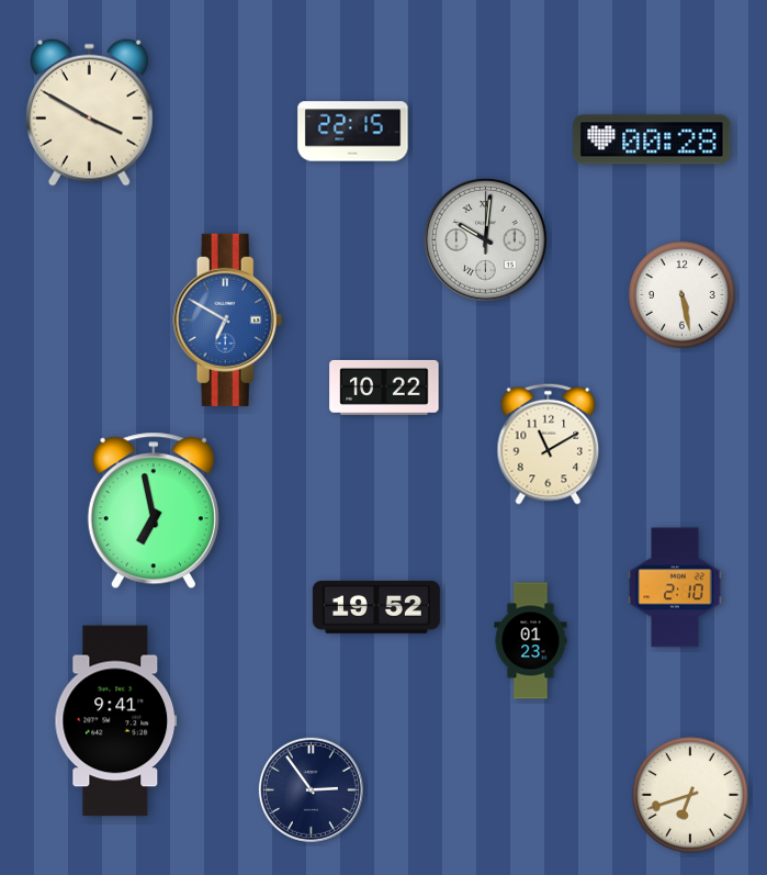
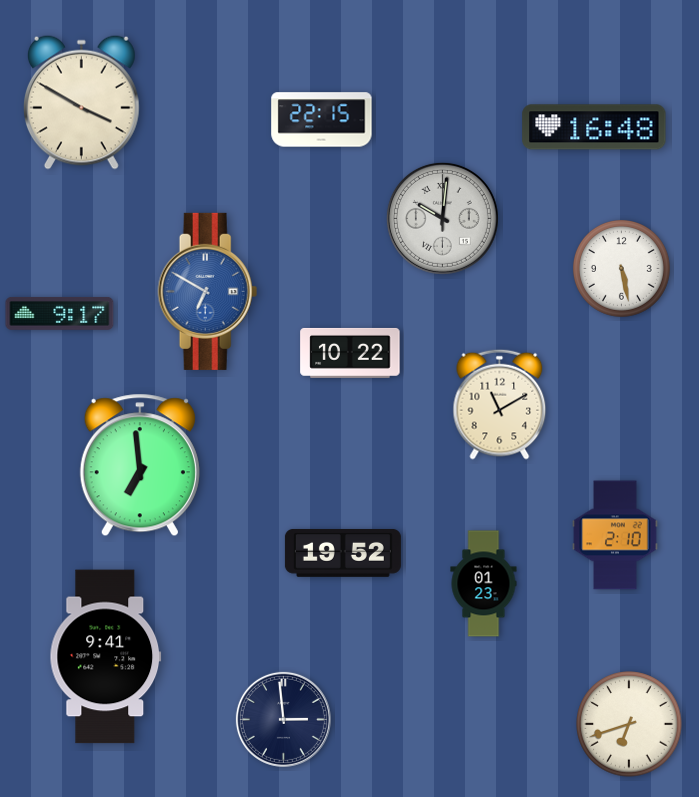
clock at (652, 139): 00:28 -> 16:48
clock at (60, 313): none -> 9:17
clock at (154, 511): 6:58 -> 6:59
clock at (311, 789): 2:54 -> 2:59
